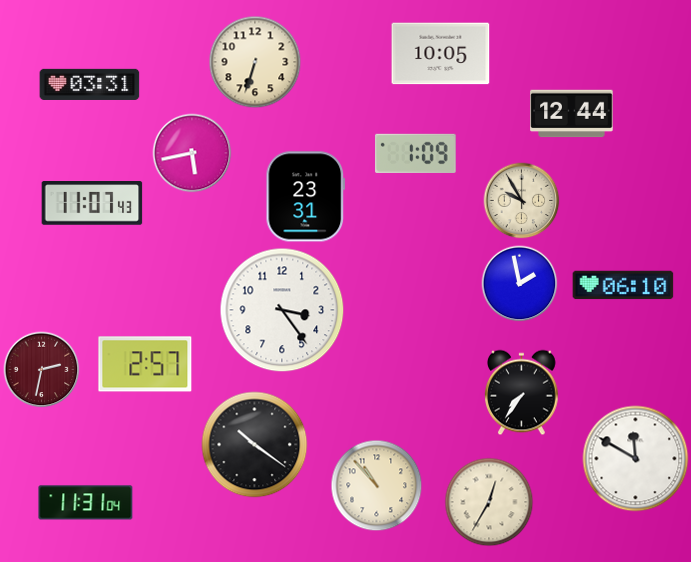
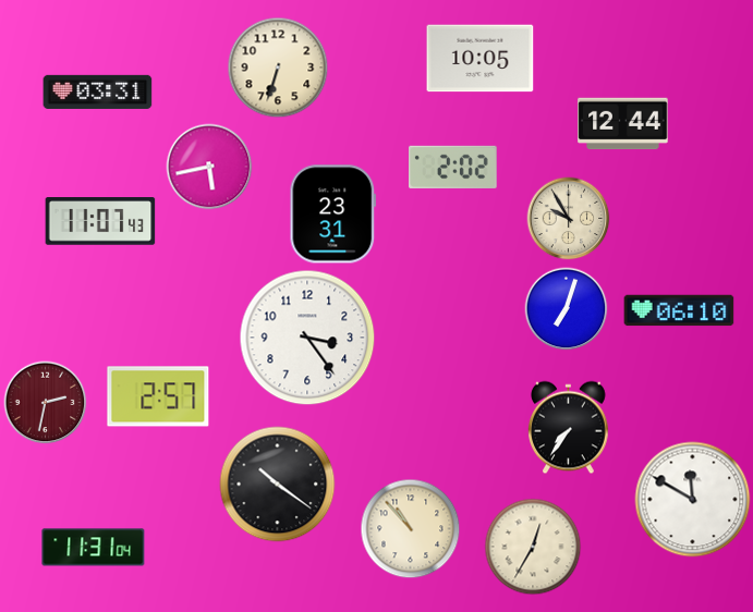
clock at (416, 153): 1:09 -> 2:02
clock at (520, 284): 1:58 -> 7:03
